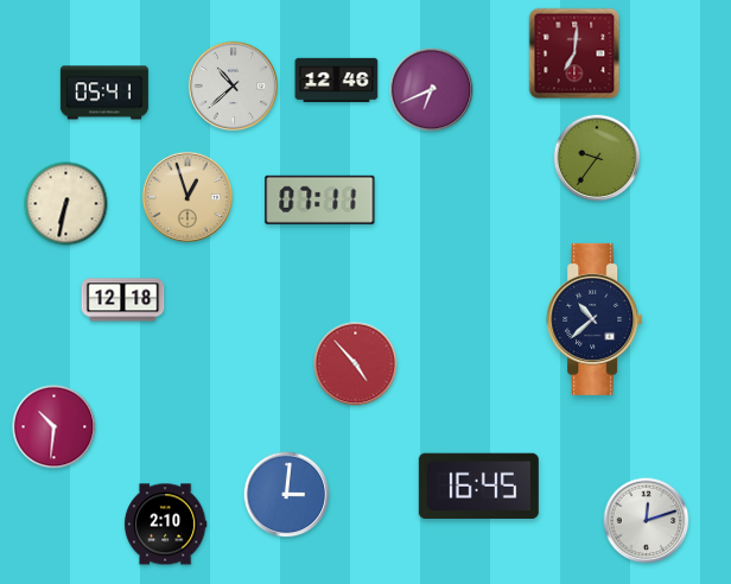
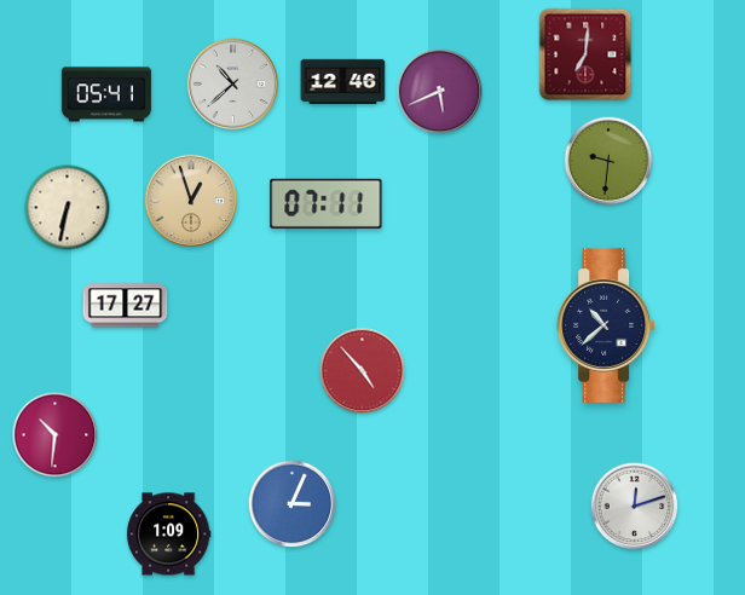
clock at (233, 85) position: (233, 85) -> (232, 83)
clock at (432, 90): 6:41 -> 5:41
clock at (597, 158): 9:36 -> 9:31
clock at (123, 300): 12:18 -> 17:27
clock at (478, 485): 16:45 -> none
clock at (287, 495): 3:01 -> 3:04
clock at (647, 521) position: (647, 521) -> (635, 507)
clock at (165, 525): 2:10 -> 1:09
